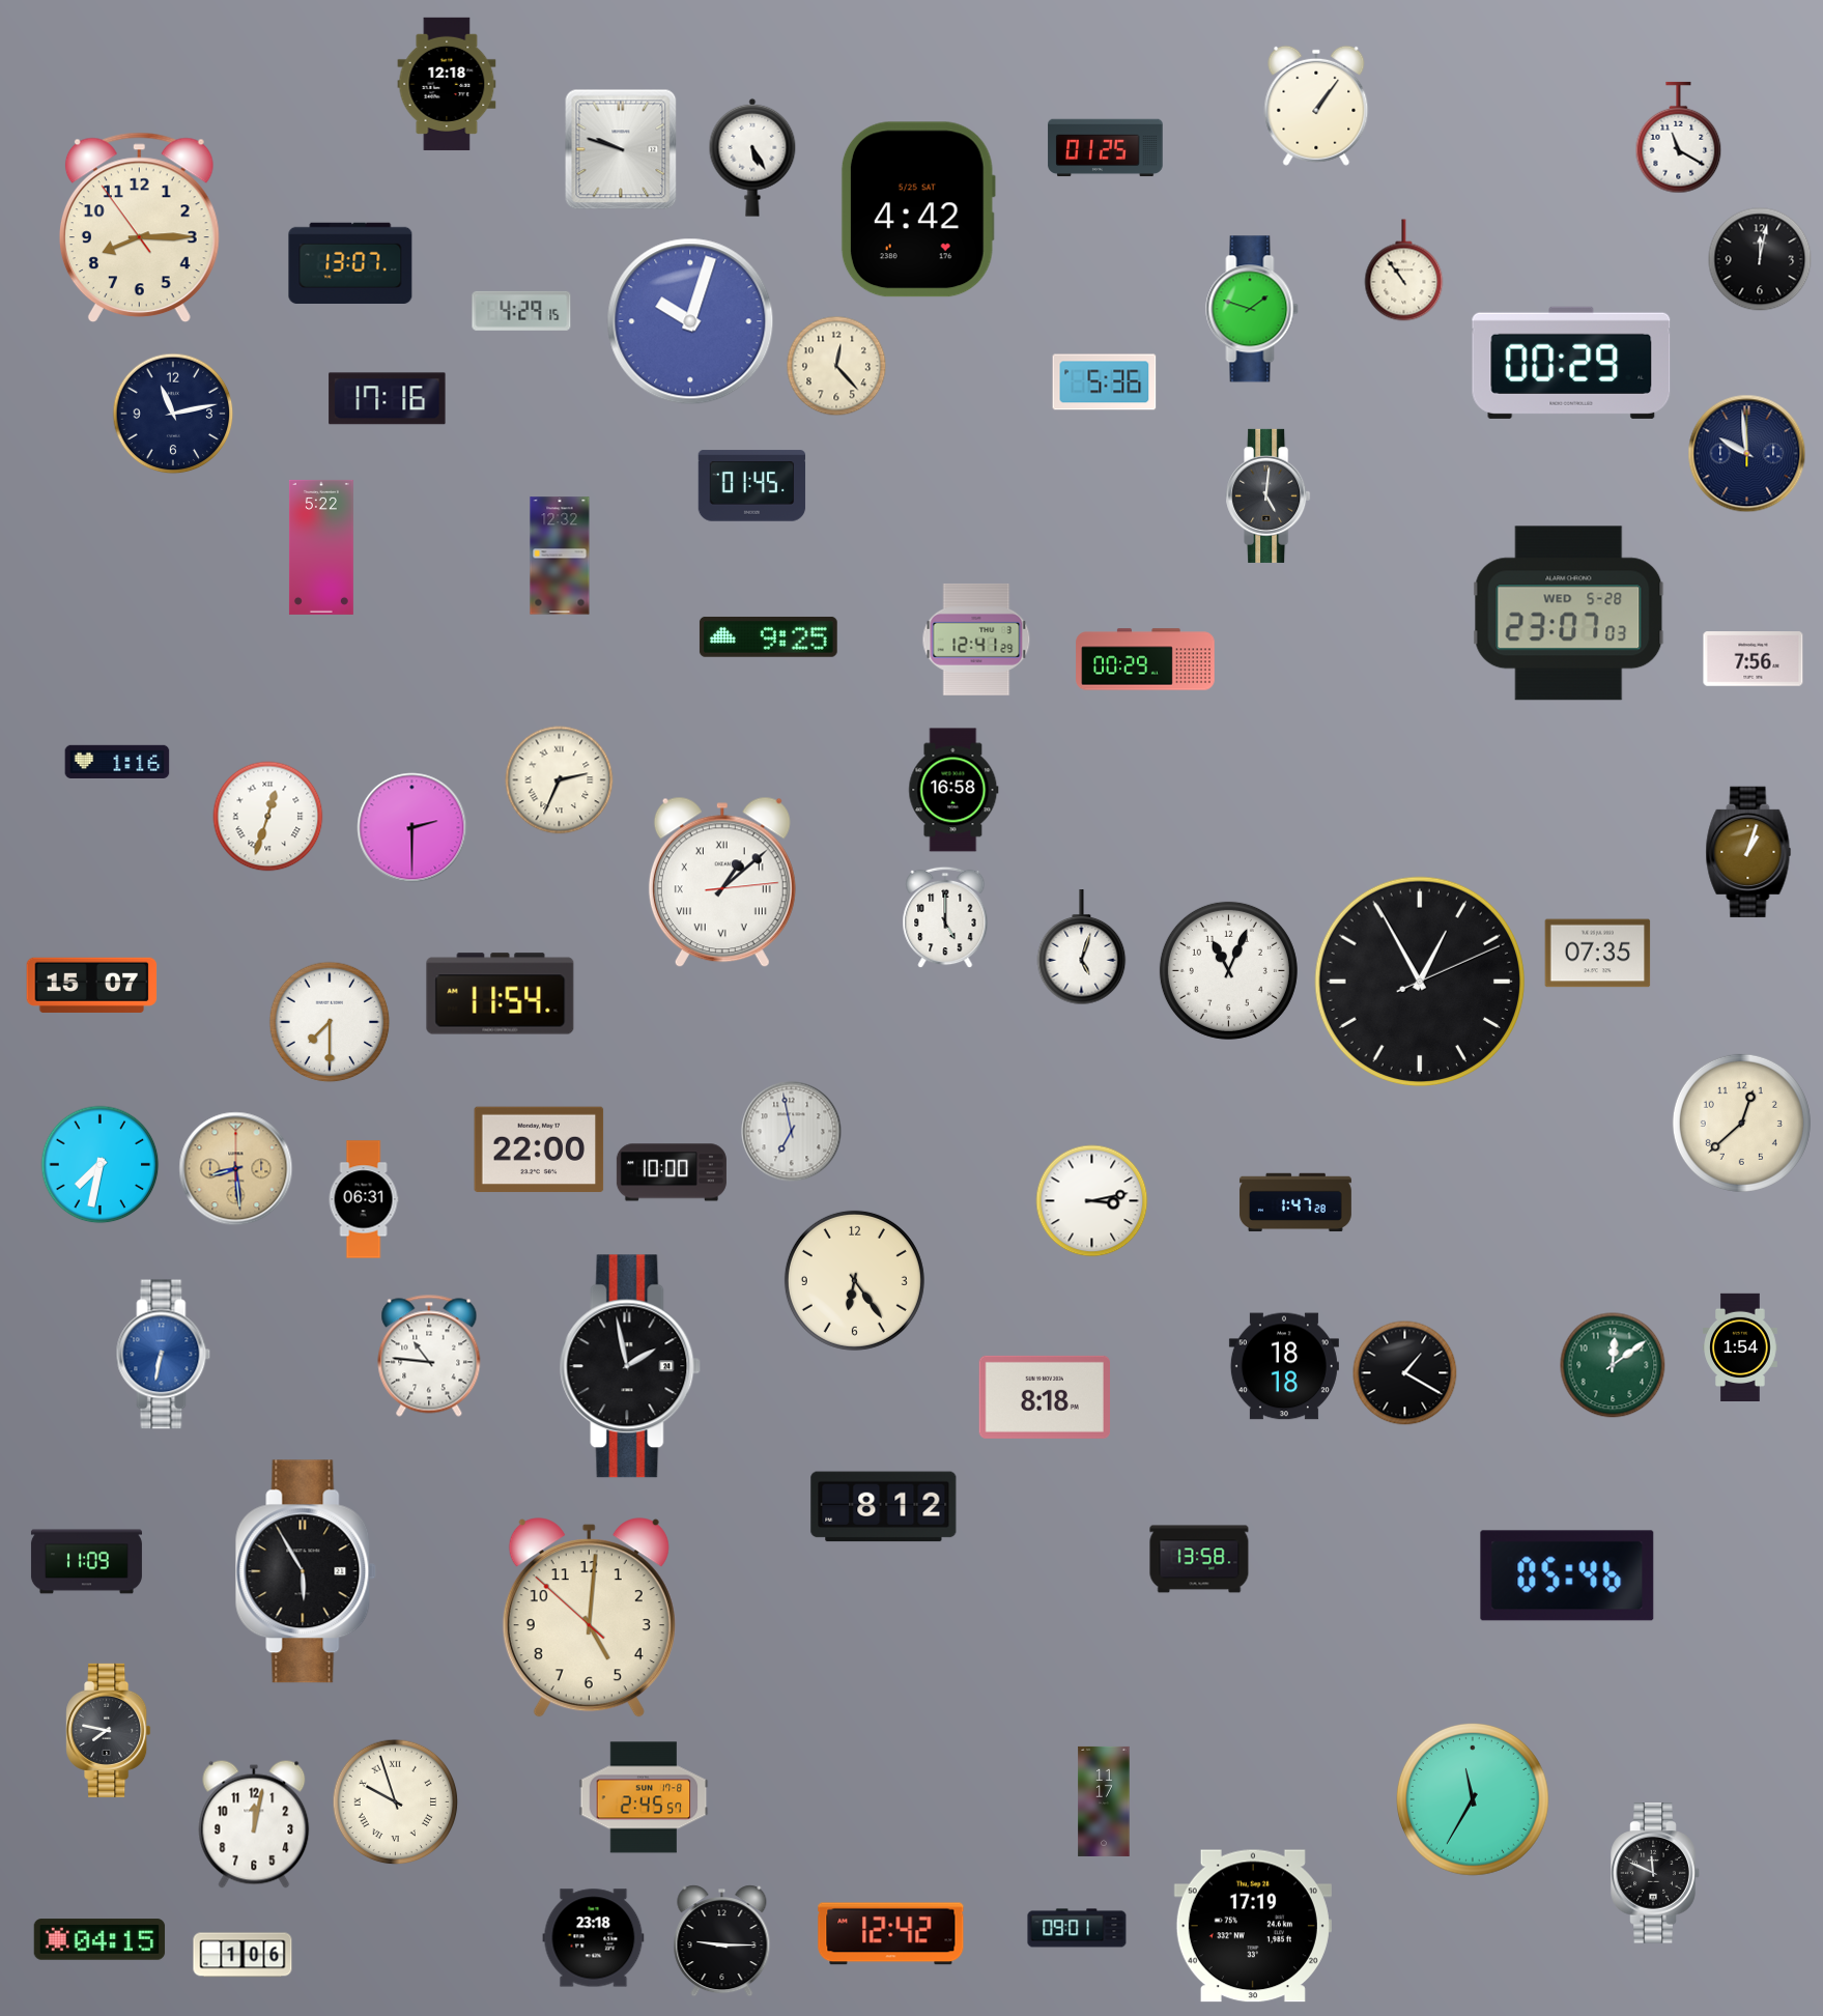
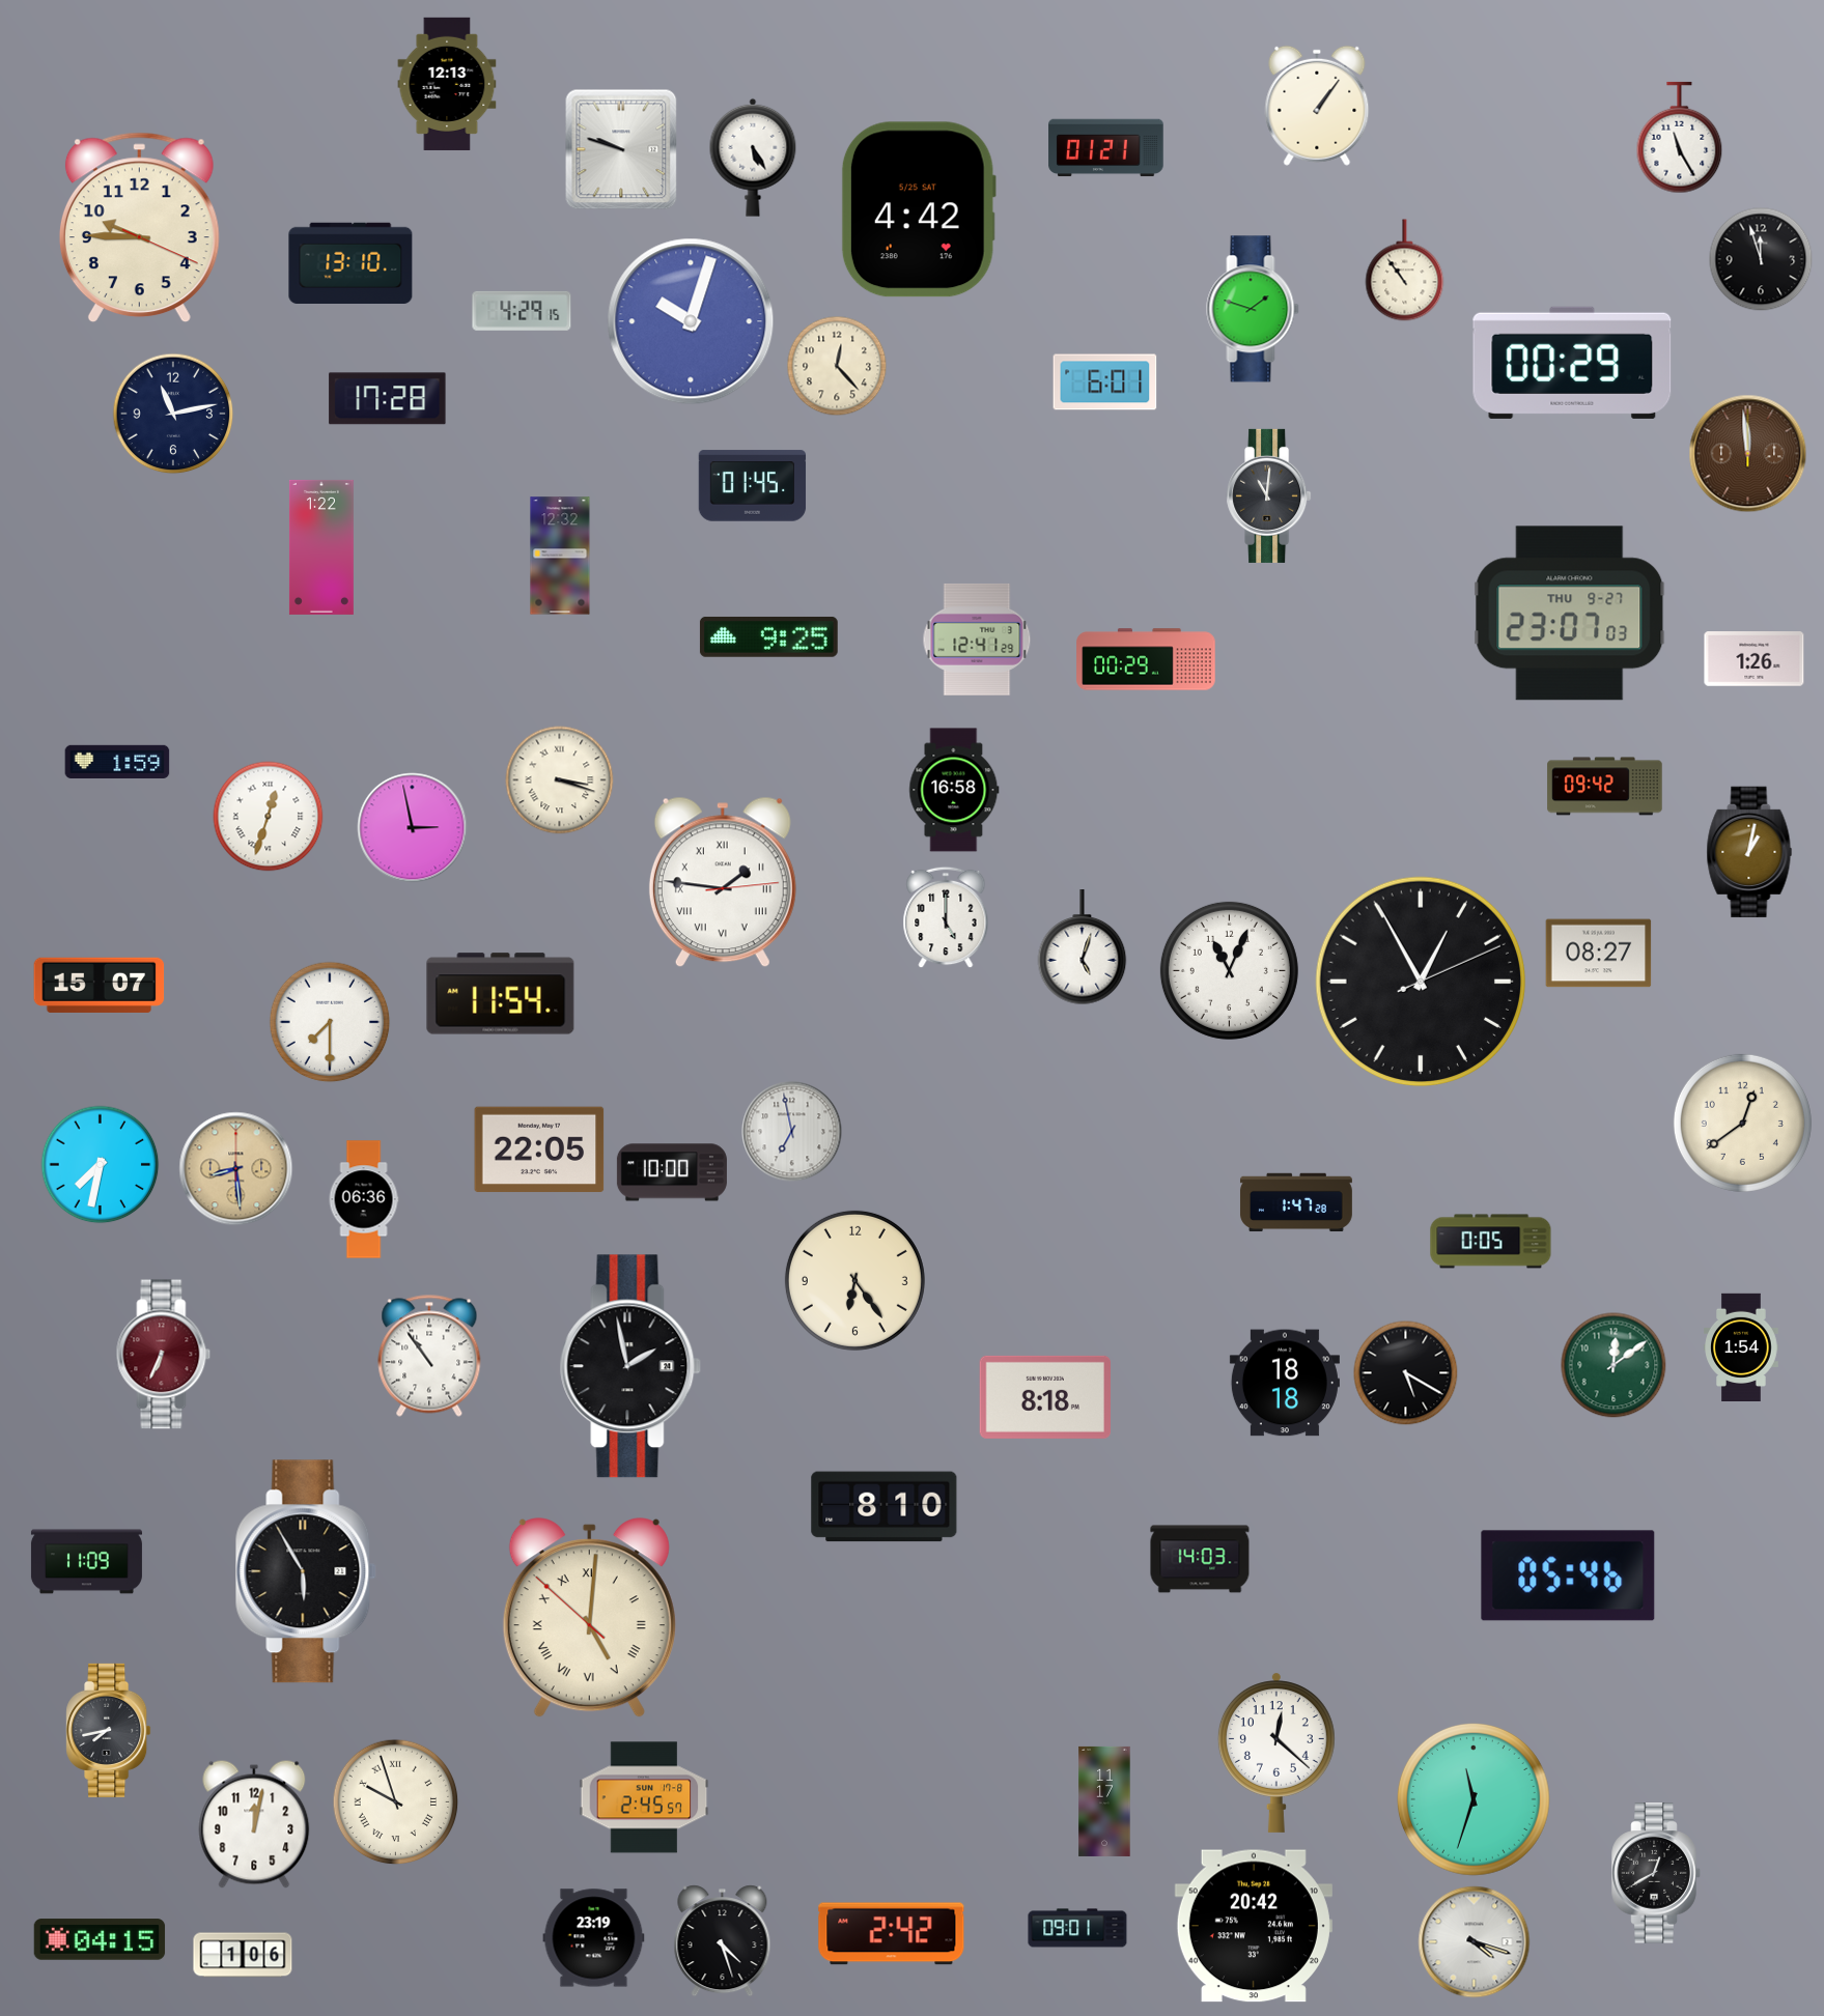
clock at (447, 84): 12:18 -> 12:13
clock at (1679, 138): 11:20 -> 11:25
clock at (1106, 148): 01:25 -> 01:21
clock at (139, 228): 8:14 -> 9:45
clock at (1760, 259): 12:02 -> 11:57
clock at (350, 262): 13:07 -> 13:10
clock at (1105, 382): 5:36 -> 6:01
clock at (388, 399): 17:16 -> 17:28
clock at (1747, 454): 9:59 -> 11:59
clock at (1747, 454) dial: navy -> brown
clock at (1269, 495): 5:01 -> 11:01
clock at (321, 547): 5:22 -> 1:22
clock at (1569, 614) date: WED 5-28 -> THU 9-27
clock at (1754, 659): 7:56 -> 1:26
clock at (117, 761): 1:16 -> 1:59
clock at (560, 780): 2:34 -> 3:18
clock at (1605, 787): none -> 09:42
clock at (412, 828): 2:30 -> 2:58
clock at (1748, 852): 1:03 -> 1:02
clock at (722, 882): 1:08 -> 1:46
clock at (1598, 954): 07:35 -> 08:27
clock at (92, 985) position: (92, 985) -> (100, 985)
clock at (1741, 1123): 12:38 -> 12:39
clock at (539, 1149): 22:00 -> 22:05
clock at (364, 1199): 06:31 -> 06:36
clock at (1092, 1201): 3:13 -> none
clock at (1491, 1242): none -> 0:05
clock at (164, 1355): 6:32 -> 6:34
clock at (164, 1355) dial: blue -> burgundy
clock at (429, 1356): 10:46 -> 10:54
clock at (1284, 1366) position: (1284, 1366) -> (1285, 1383)
clock at (1405, 1373): 1:20 -> 5:20
clock at (884, 1507): 8:12 -> 8:10
clock at (1199, 1559): 13:58 -> 14:03
clock at (589, 1618) numerals: Arabic -> Roman
clock at (109, 1730): 7:47 -> 7:43
clock at (1276, 1753): none -> 12:22
clock at (1473, 1799): 11:35 -> 11:33
clock at (1655, 1873): 11:49 -> 12:40
clock at (1253, 1926): 17:19 -> 20:42
clock at (891, 1934): 12:42 -> 2:42
clock at (594, 1938): 23:18 -> 23:19
clock at (722, 1941): 9:15 -> 4:27
clock at (1475, 1942): none -> 4:18
